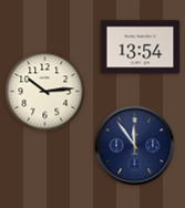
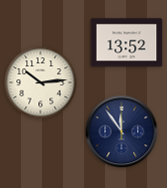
clock at (141, 48): 13:54 -> 13:52
